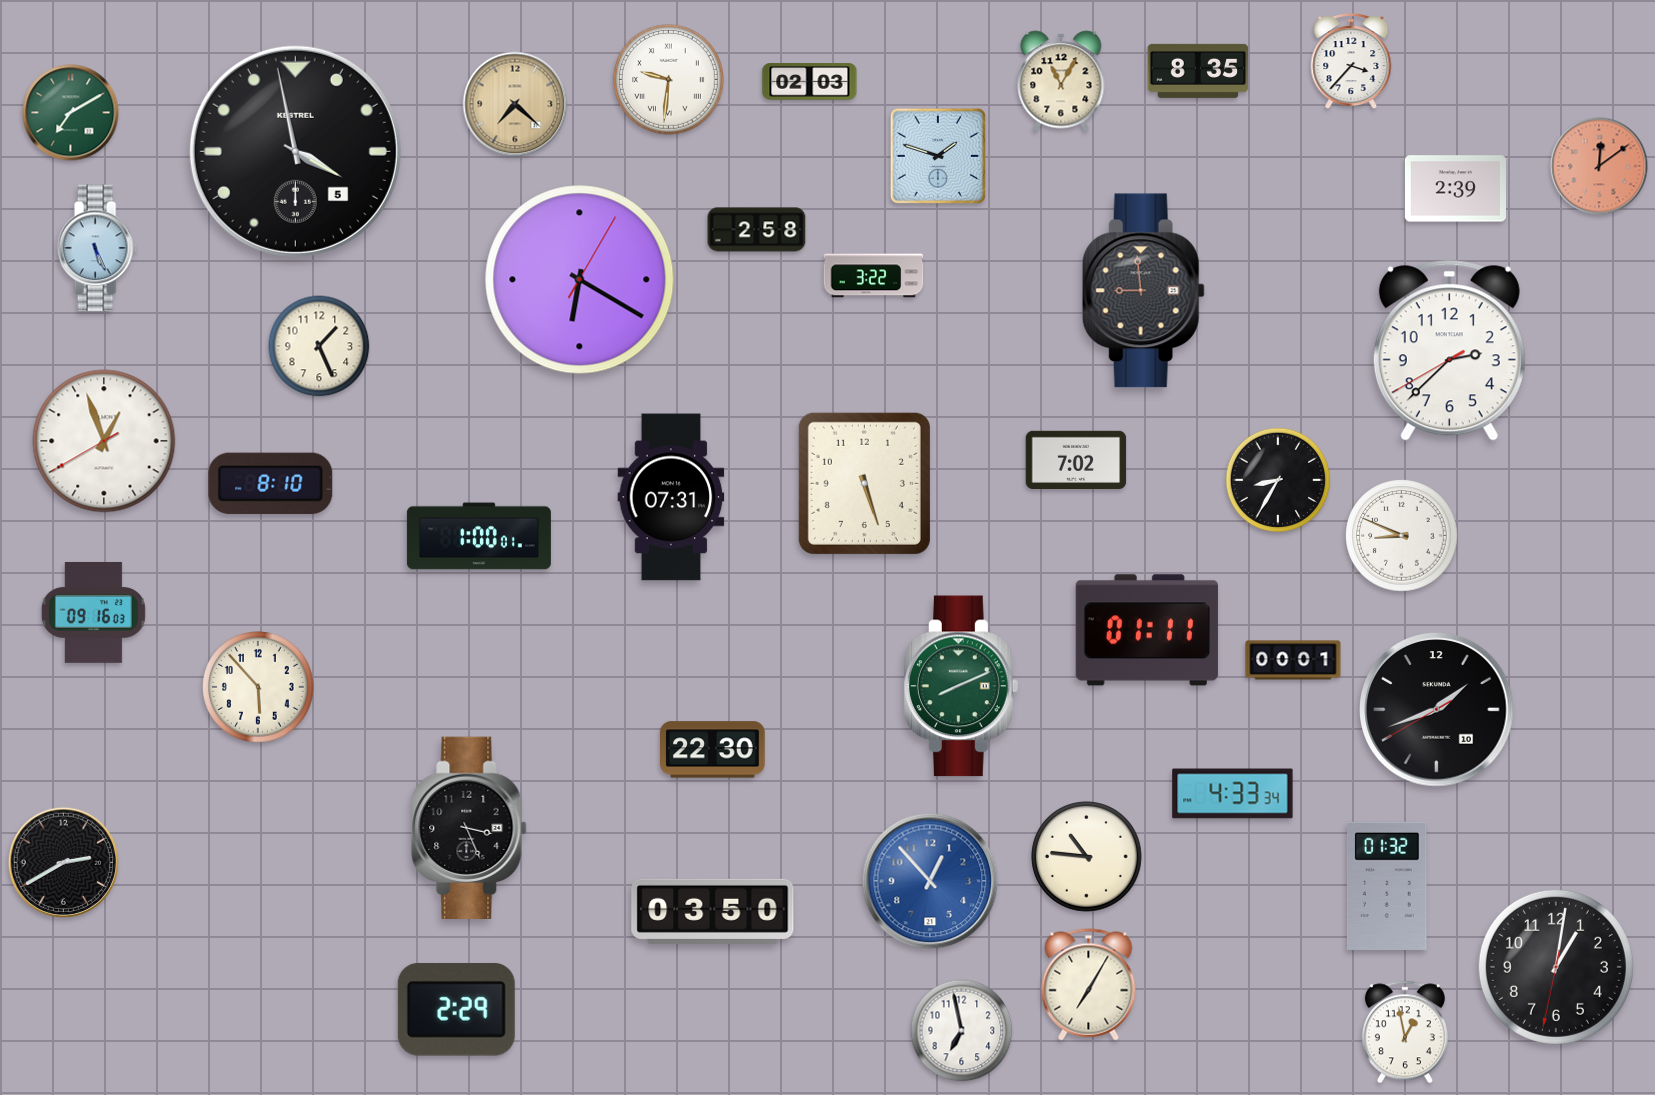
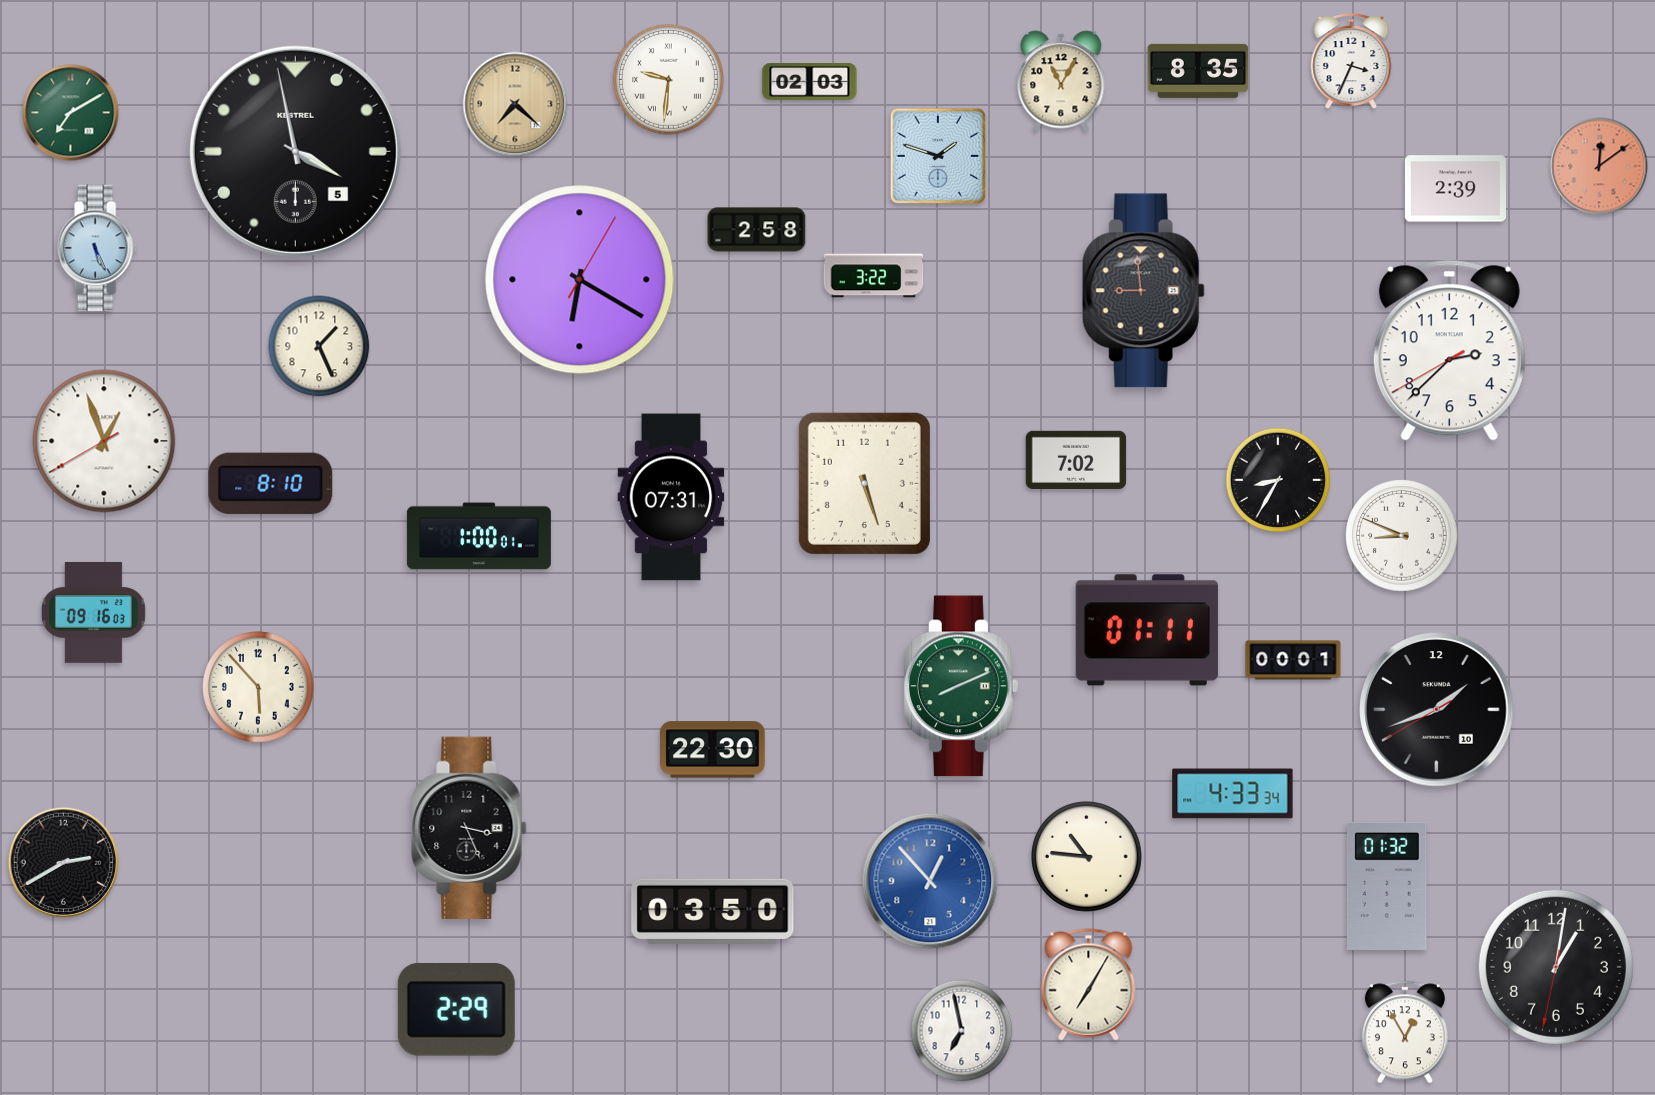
clock at (1351, 61): 3:37 -> 3:34
clock at (1405, 1032): 12:58 -> 12:55
